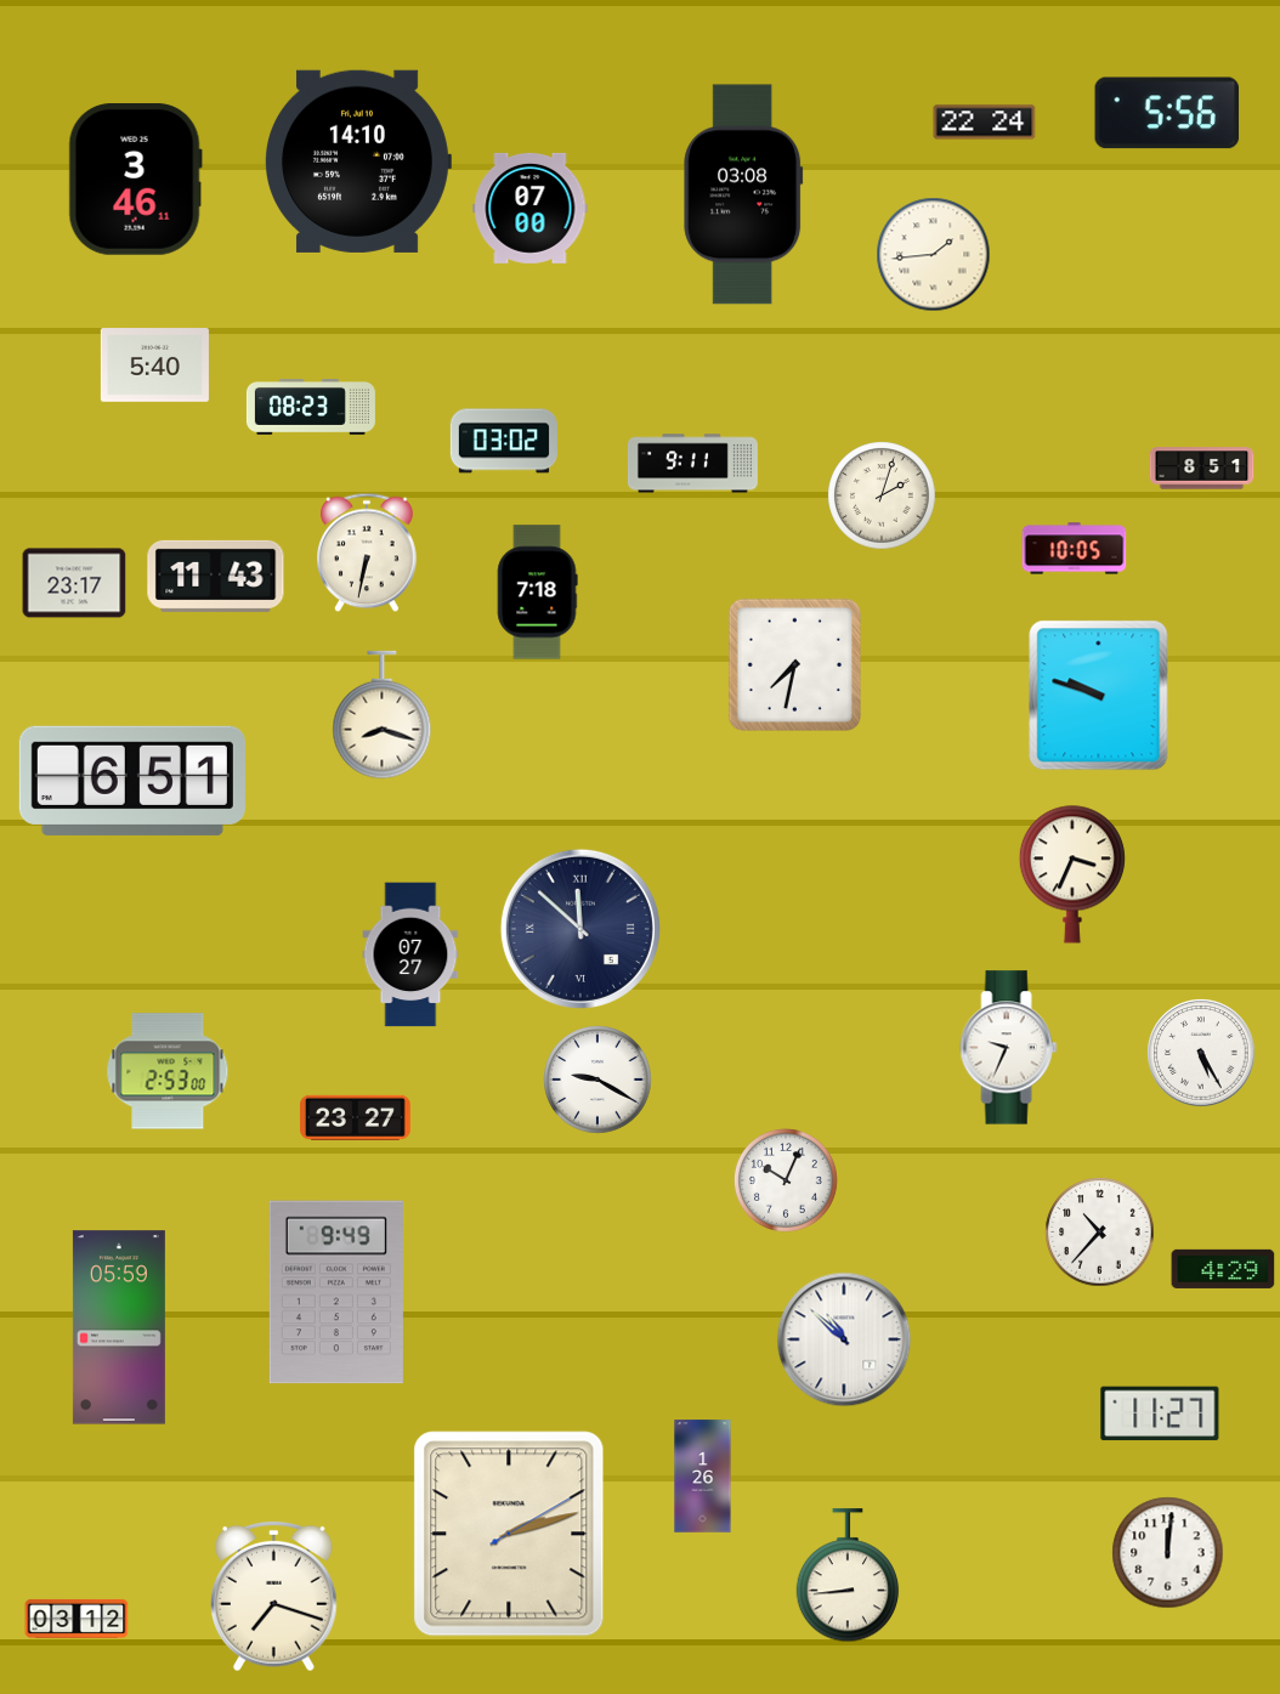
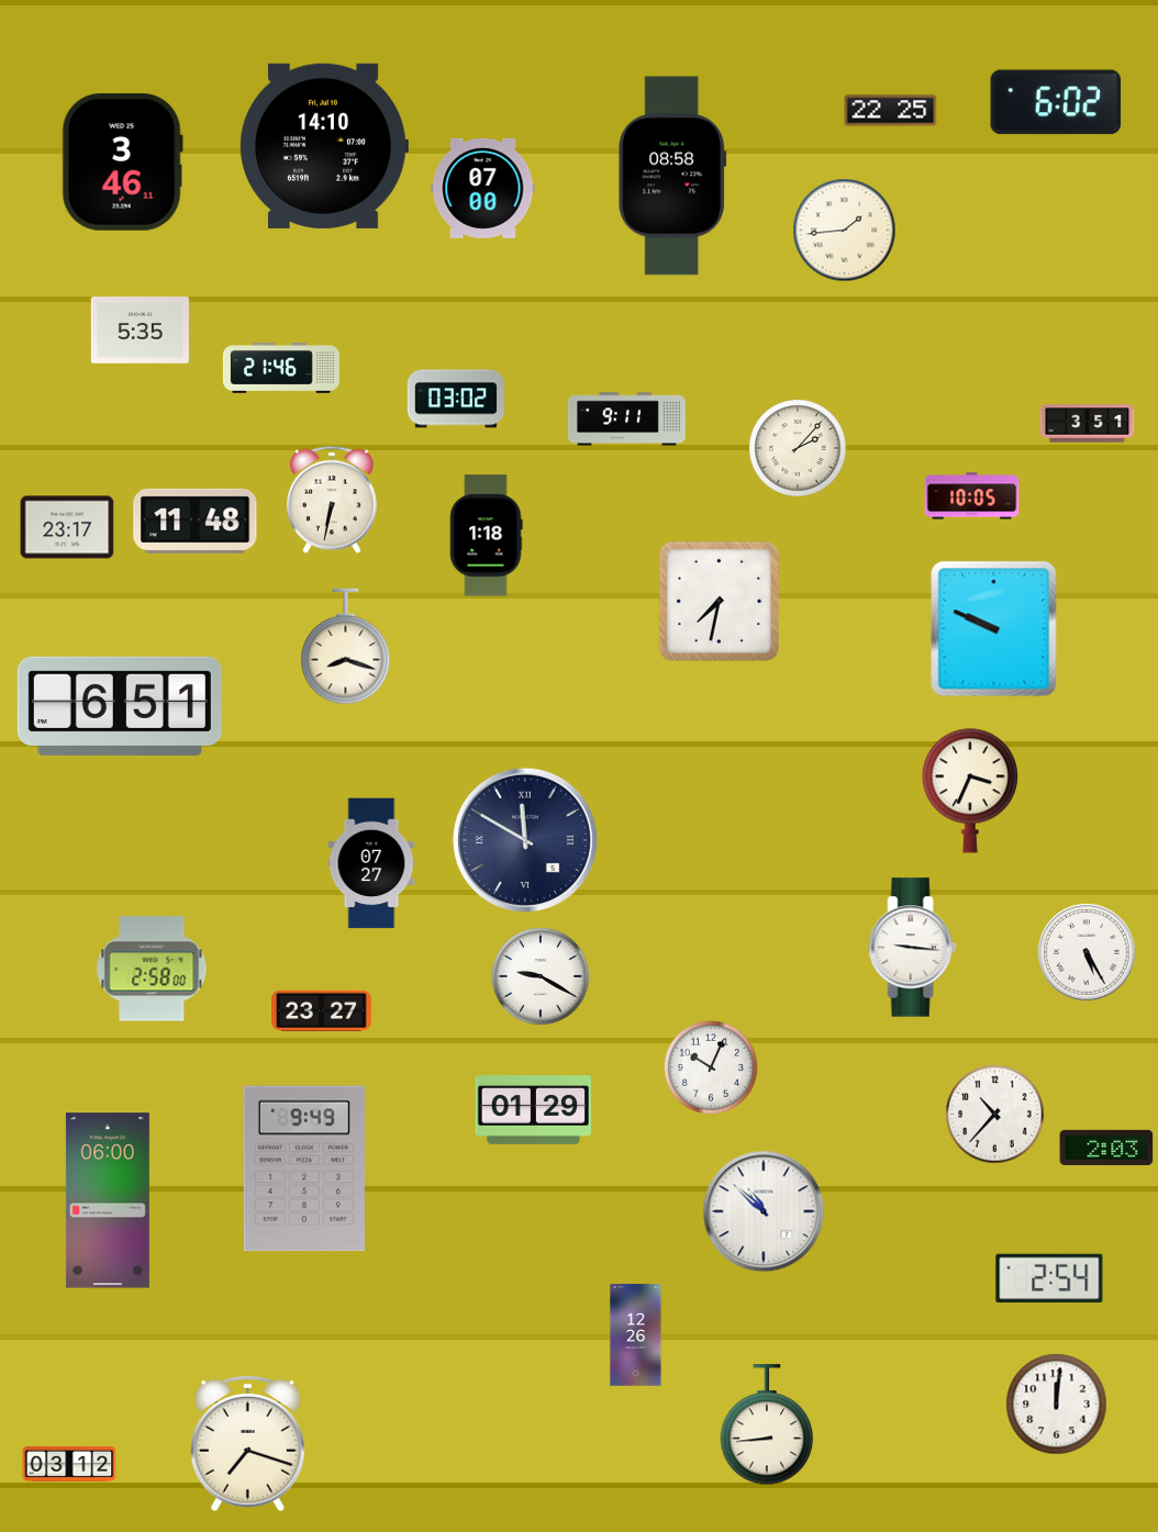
clock at (1167, 113): 5:56 -> 6:02
clock at (985, 123): 22:24 -> 22:25
clock at (743, 194): 03:08 -> 08:58
clock at (531, 208) position: (531, 208) -> (483, 188)
clock at (154, 366): 5:40 -> 5:35
clock at (311, 408): 08:23 -> 21:46
clock at (1202, 469): 8:51 -> 3:51
clock at (882, 495): 2:03 -> 2:07
clock at (216, 576): 11:43 -> 11:48
clock at (537, 593): 7:18 -> 1:18
clock at (1099, 696): 9:48 -> 9:49
clock at (580, 929): 11:52 -> 11:50
clock at (1009, 1048): 9:34 -> 9:16
clock at (168, 1071): 2:53 -> 2:58
clock at (533, 1110): none -> 01:29
clock at (1223, 1269): 4:29 -> 2:03
clock at (119, 1327): 05:59 -> 06:00
clock at (1160, 1413): 11:27 -> 2:54
clock at (703, 1477): 1:26 -> 12:26
clock at (509, 1534): 2:12 -> none
